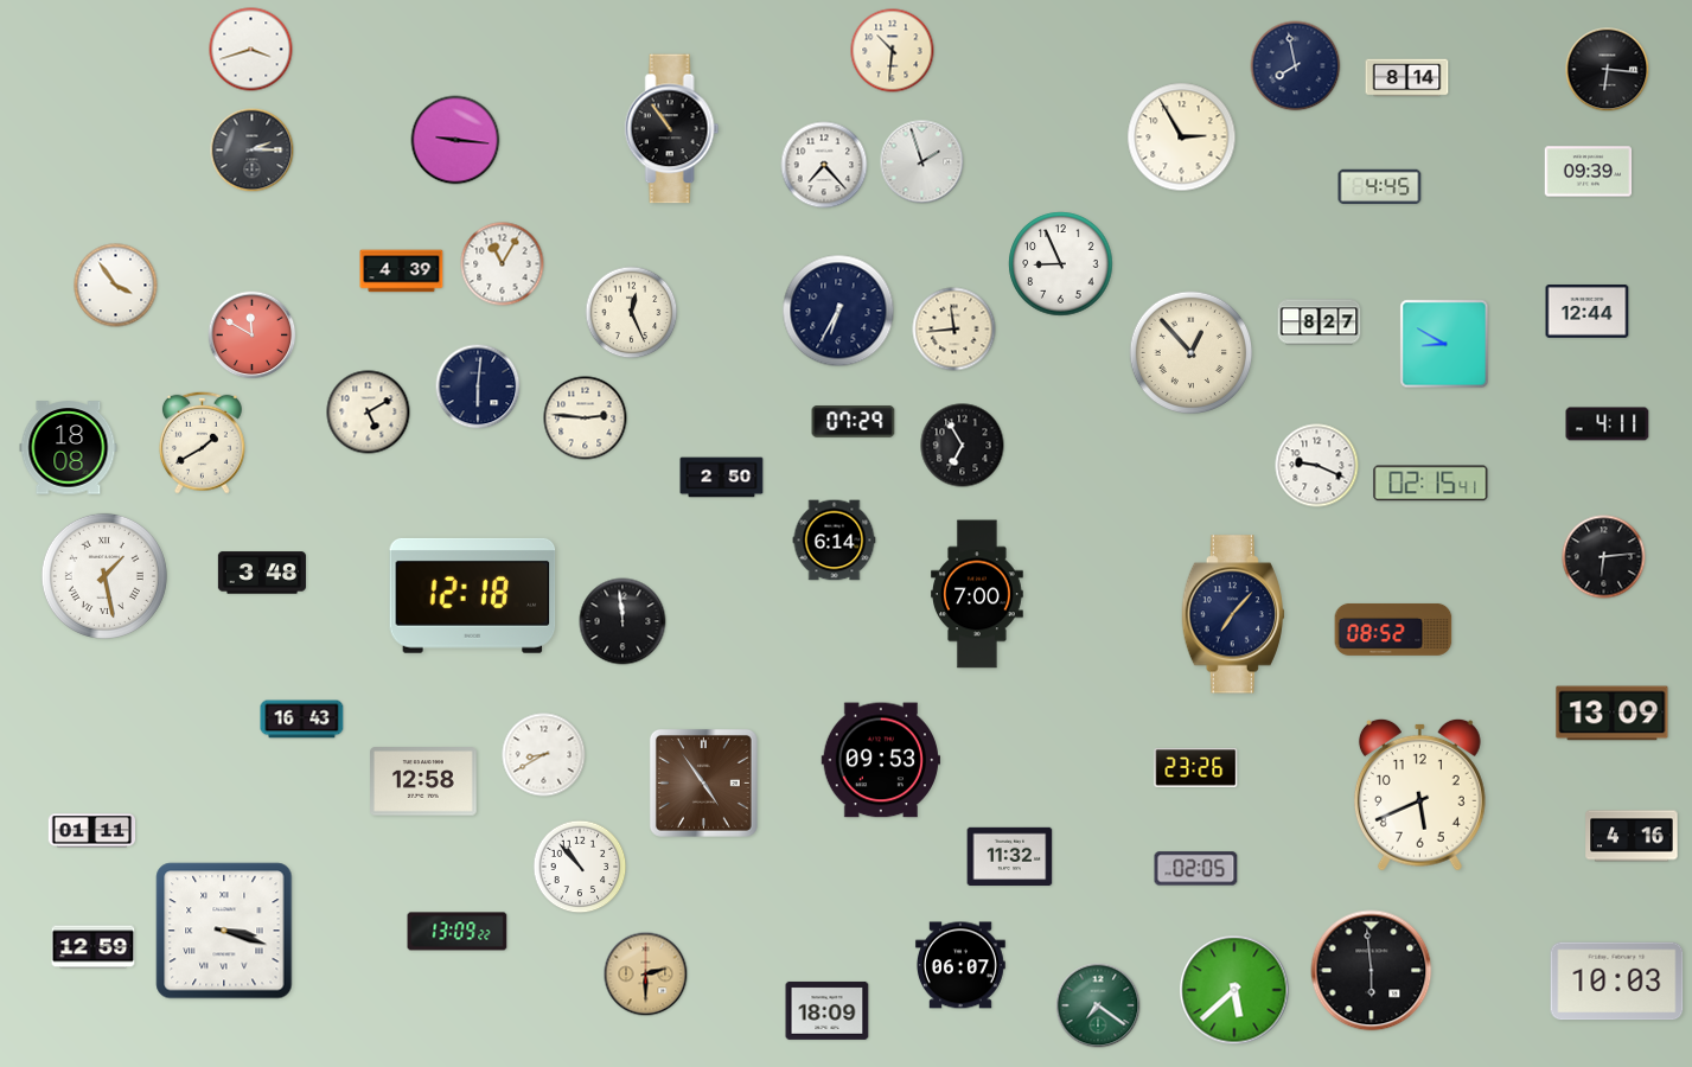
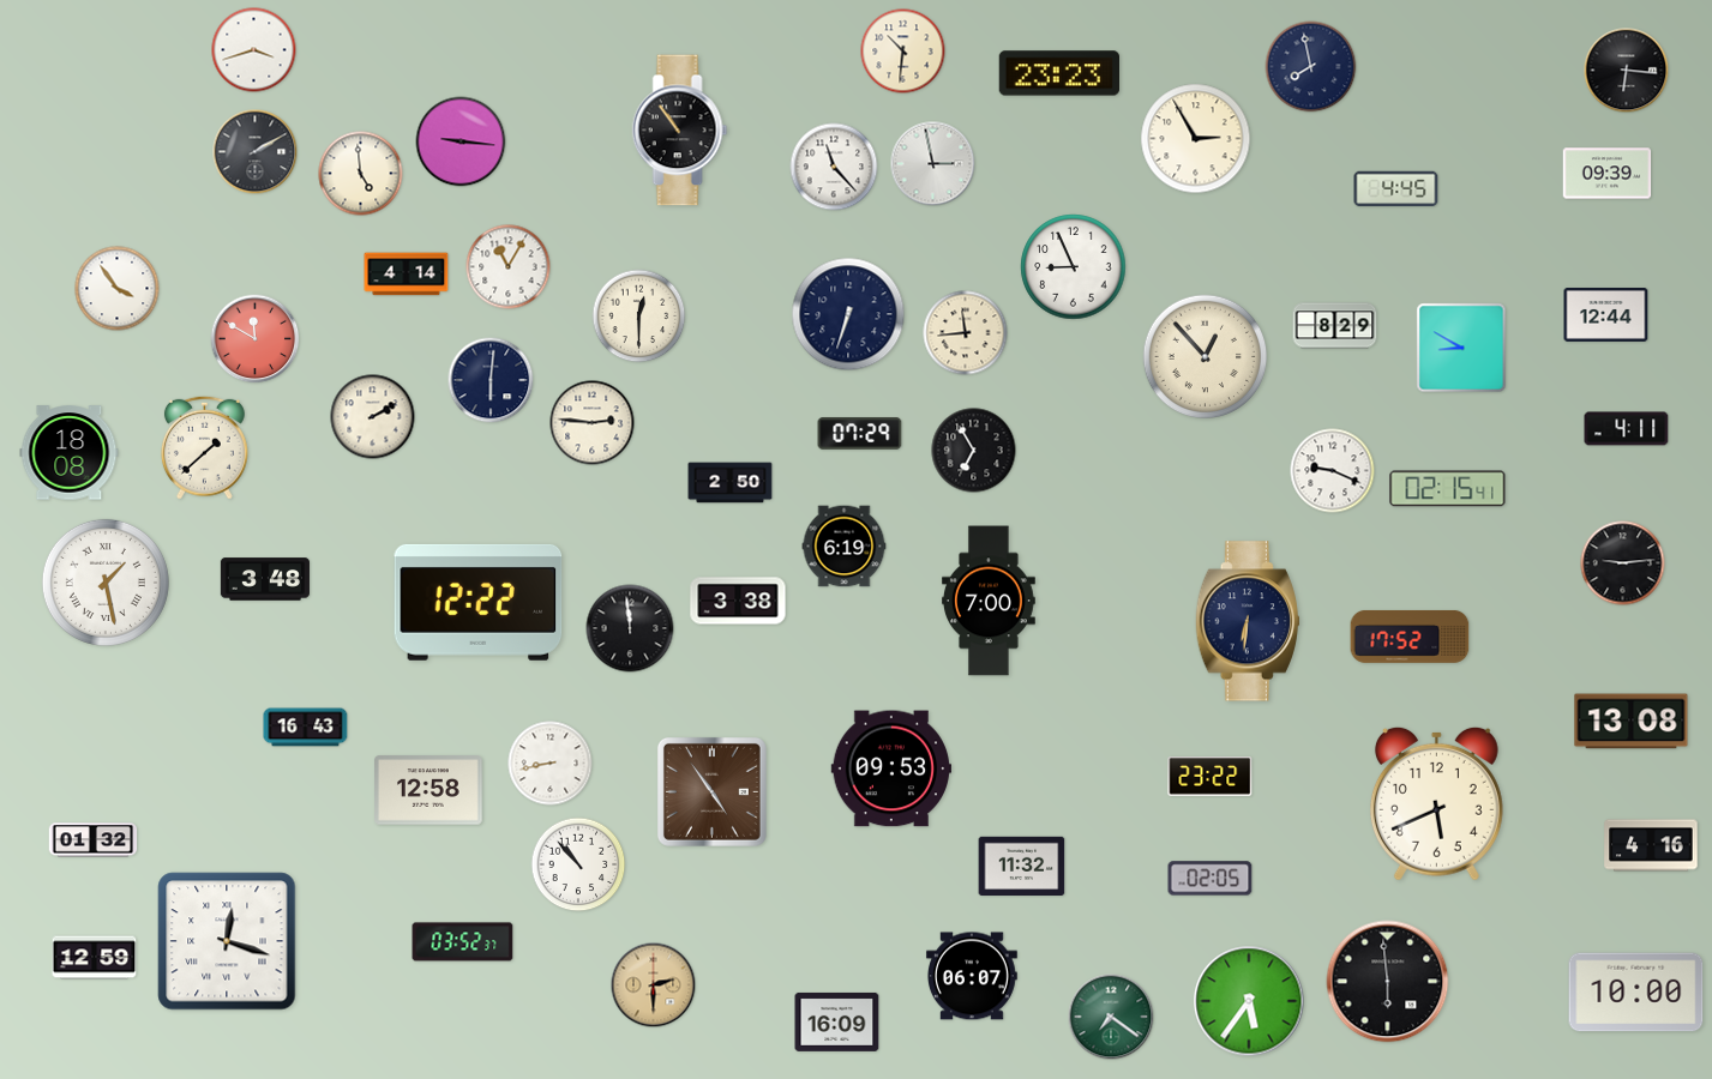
clock at (1058, 73): none -> 23:23
clock at (1407, 78): 8:14 -> none
clock at (253, 151): 2:15 -> 2:10
clock at (922, 162): 1:57 -> 2:58
clock at (824, 165): 7:23 -> 11:23
clock at (361, 174): none -> 4:59
clock at (402, 271): 4:39 -> 4:14
clock at (838, 311): 6:35 -> 6:33
clock at (632, 313): 12:26 -> 12:30
clock at (1320, 322): 8:27 -> 8:29
clock at (478, 386) position: (478, 386) -> (491, 380)
clock at (369, 413): 5:10 -> 2:10
clock at (854, 422) position: (854, 422) -> (860, 434)
clock at (202, 442): 1:40 -> 1:38
clock at (835, 541): 6:14 -> 6:19
clock at (1604, 557): 6:14 -> 9:14
clock at (738, 601): none -> 3:38
clock at (473, 595): 12:18 -> 12:22
clock at (1233, 614): 7:07 -> 6:31
clock at (1393, 630): 08:52 -> 17:52
clock at (1613, 714): 13:09 -> 13:08
clock at (544, 755): 8:40 -> 8:43
clock at (1196, 768): 23:26 -> 23:22
clock at (92, 831): 01:11 -> 01:32
clock at (580, 867) position: (580, 867) -> (578, 864)
clock at (224, 931): 3:18 -> 12:18
clock at (458, 932): 13:09 -> 03:52
clock at (1617, 982): 10:03 -> 10:00
clock at (1234, 990): 5:38 -> 5:36
clock at (828, 1010): 18:09 -> 16:09
